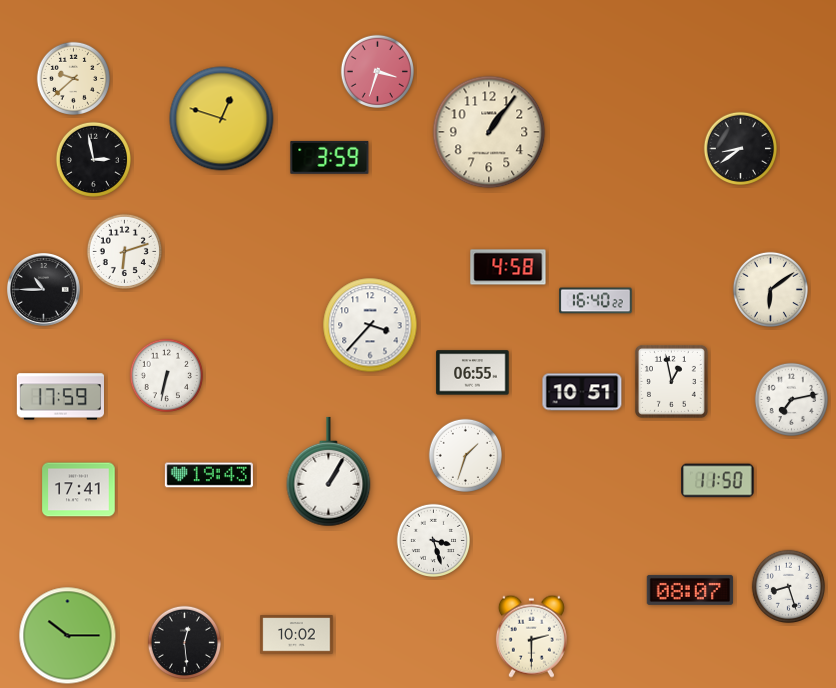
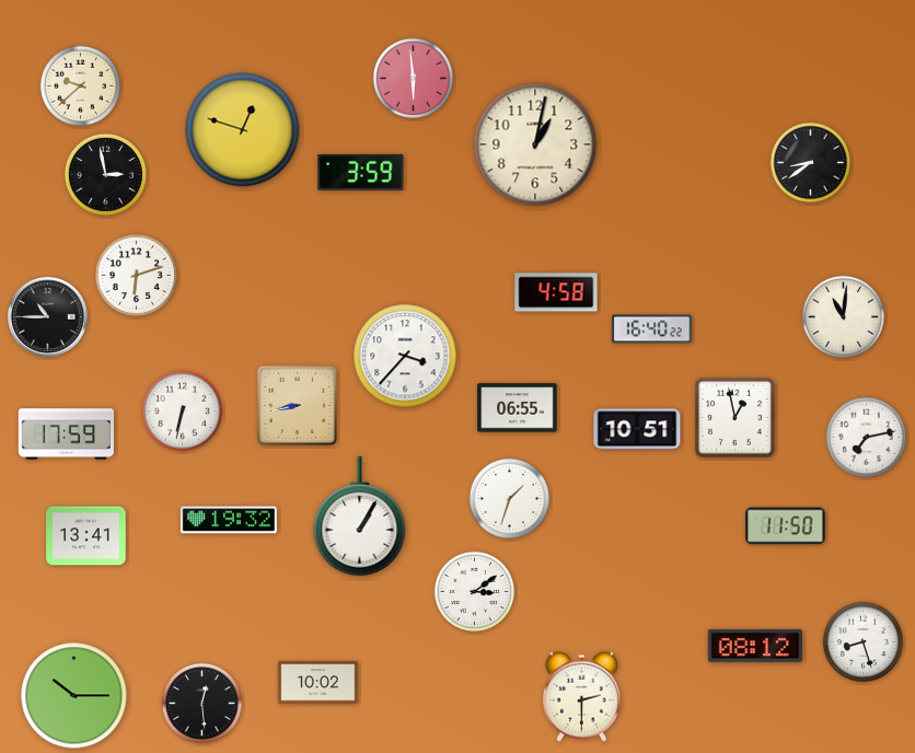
clock at (377, 71): 3:33 -> 5:59
clock at (489, 132): 1:06 -> 1:02
clock at (93, 159) position: (93, 159) -> (105, 174)
clock at (770, 289): 6:09 -> 11:01
clock at (298, 406): none -> 8:43
clock at (209, 475): 19:43 -> 19:32
clock at (79, 490): 17:41 -> 13:41
clock at (433, 540): 3:27 -> 3:09
clock at (690, 590): 08:07 -> 08:12
clock at (297, 635) position: (297, 635) -> (318, 683)
